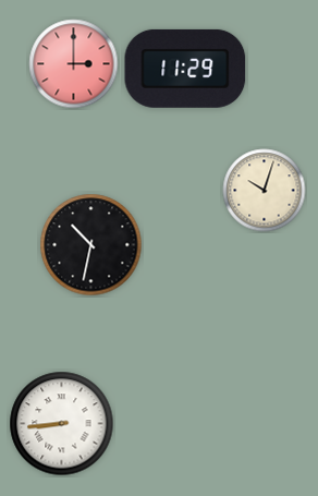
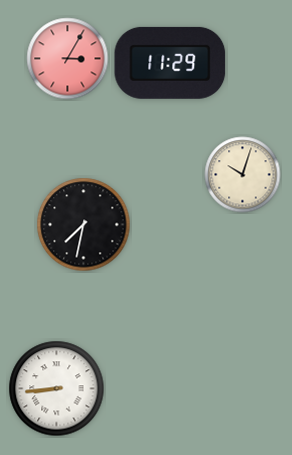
clock at (74, 64): 3:00 -> 3:05
clock at (91, 245): 10:32 -> 7:32
